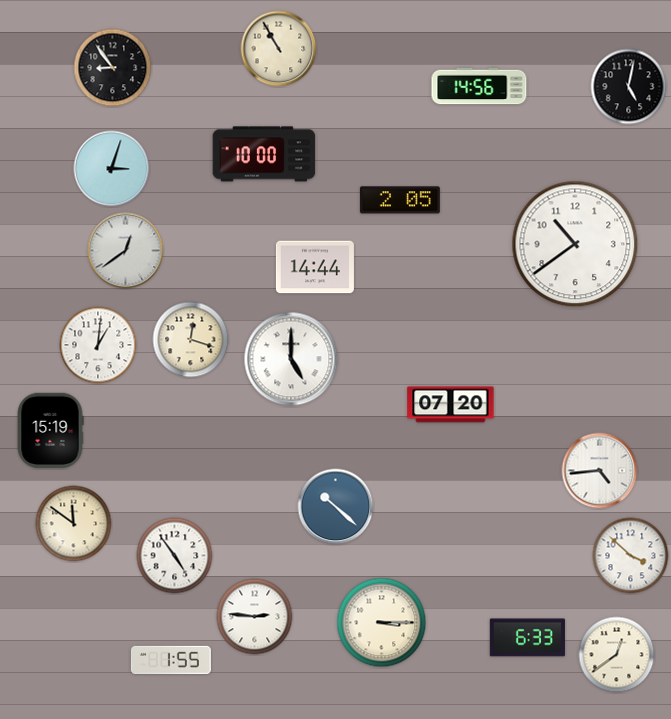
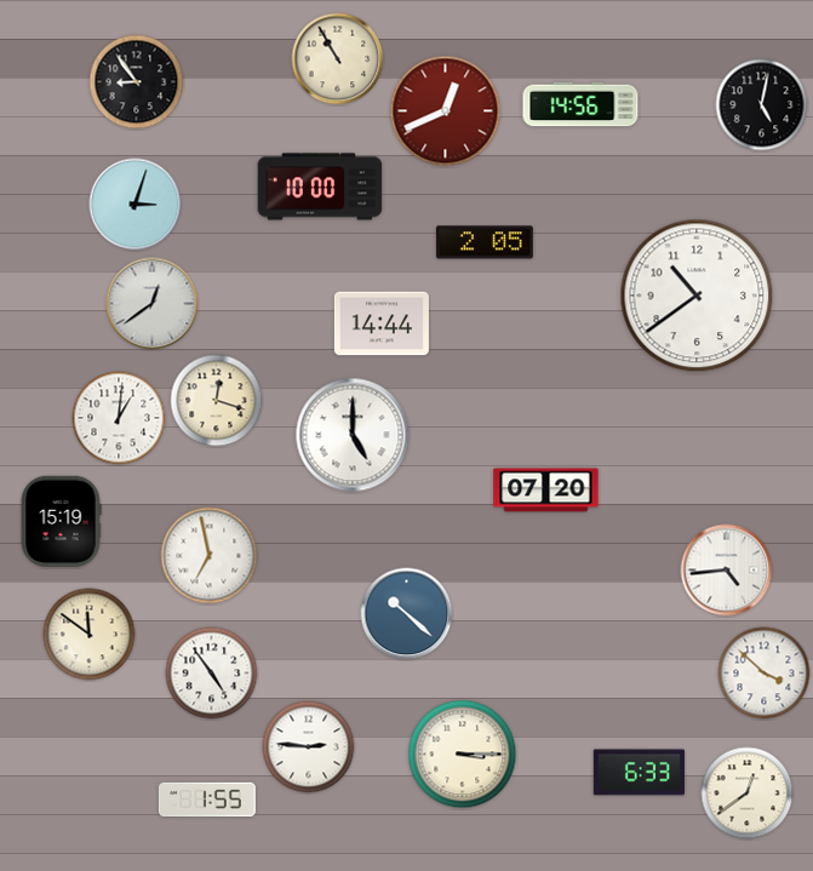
clock at (446, 111): none -> 12:41
clock at (191, 340) position: (191, 340) -> (217, 401)
clock at (210, 556): none -> 6:58
